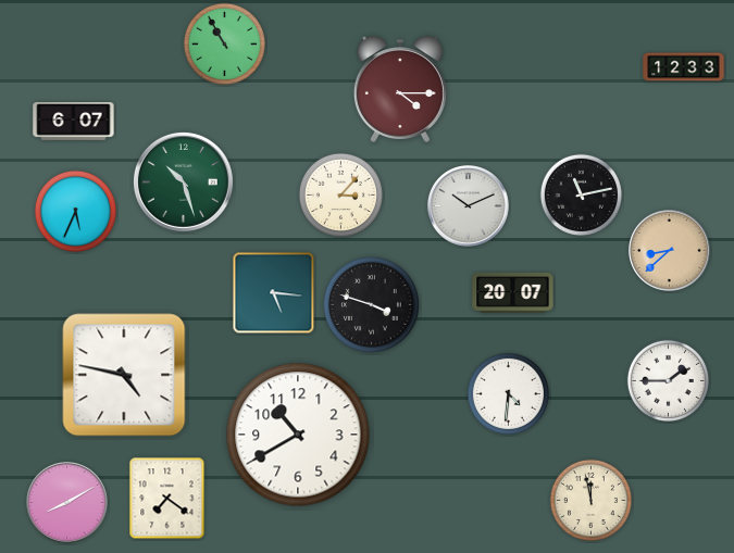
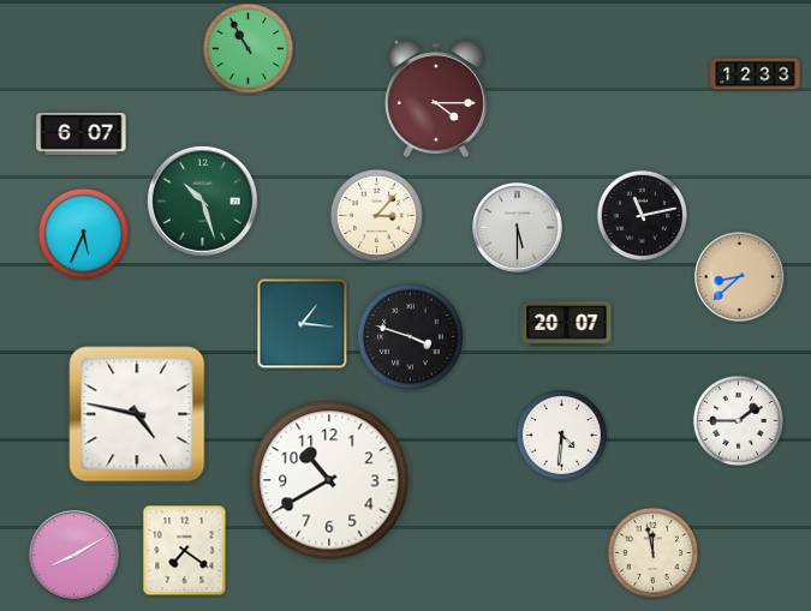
clock at (400, 89) position: (400, 89) -> (436, 98)
clock at (469, 206): 10:11 -> 5:30
clock at (274, 293): 5:16 -> 1:16
